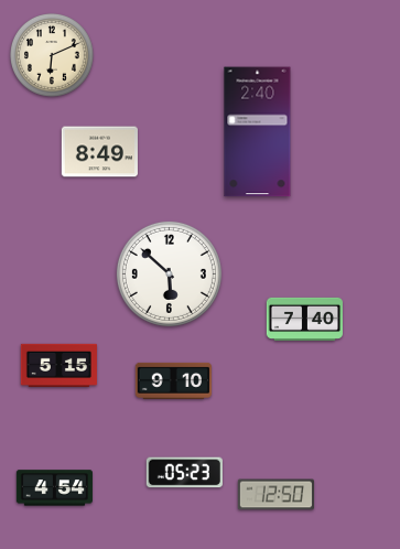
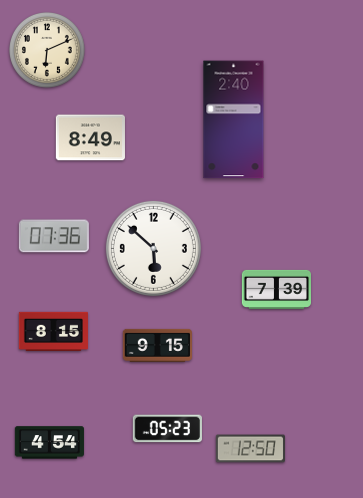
clock at (54, 236): none -> 07:36
clock at (304, 319): 7:40 -> 7:39
clock at (58, 365): 5:15 -> 8:15
clock at (173, 380): 9:10 -> 9:15
